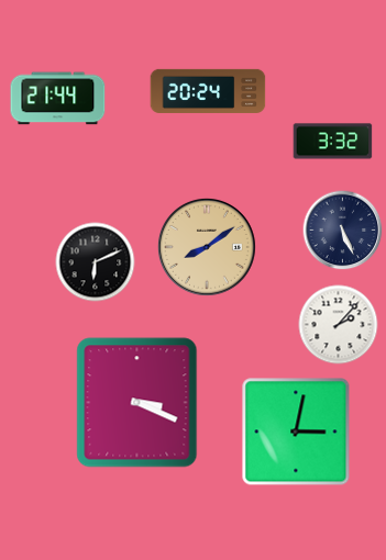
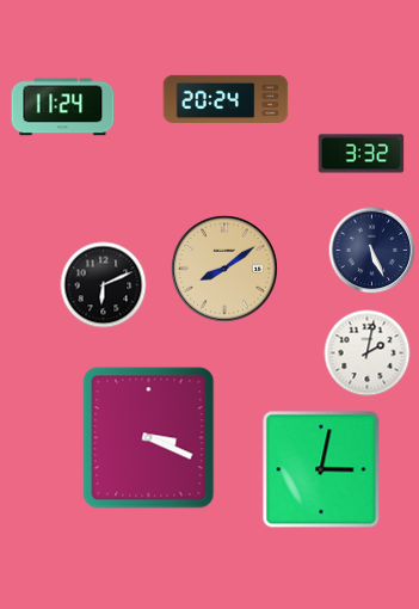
clock at (58, 99): 21:44 -> 11:24
clock at (339, 325): 2:07 -> 2:02
